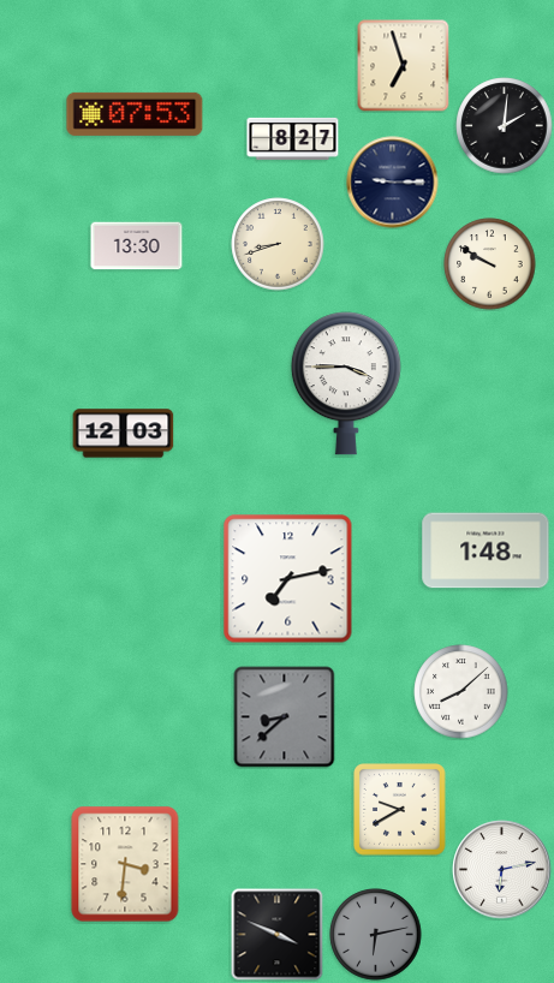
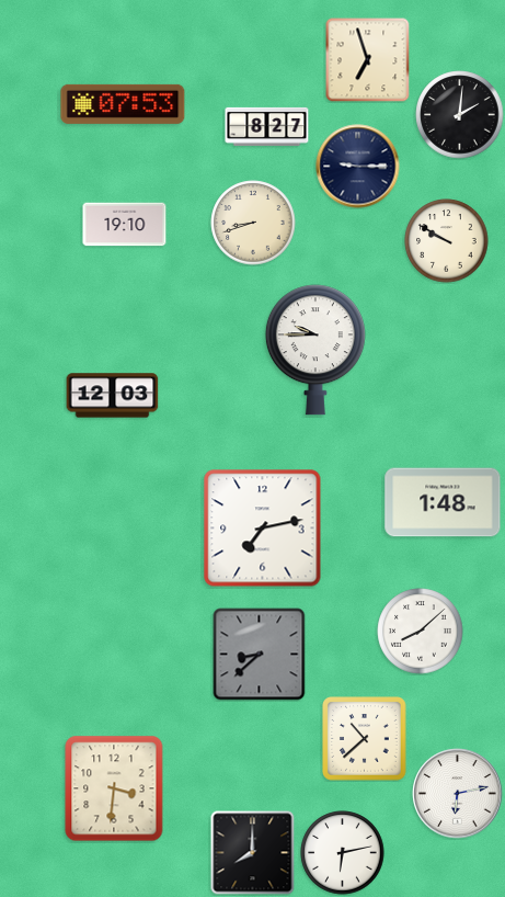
clock at (137, 246): 13:30 -> 19:10
clock at (346, 383): 3:45 -> 9:45
clock at (400, 810): 9:40 -> 10:38
clock at (278, 935): 3:49 -> 8:00
clock at (376, 935) dial: grey -> white
